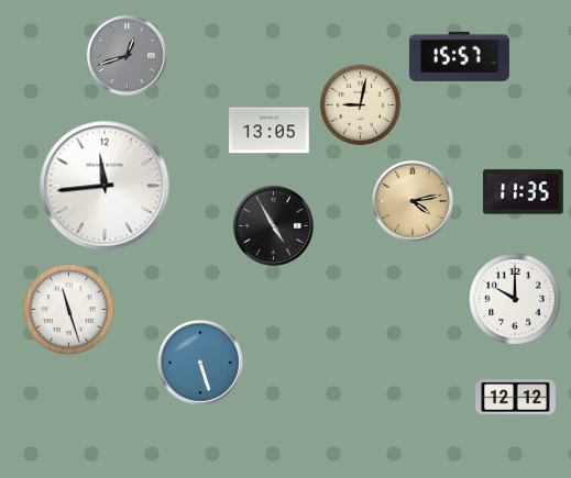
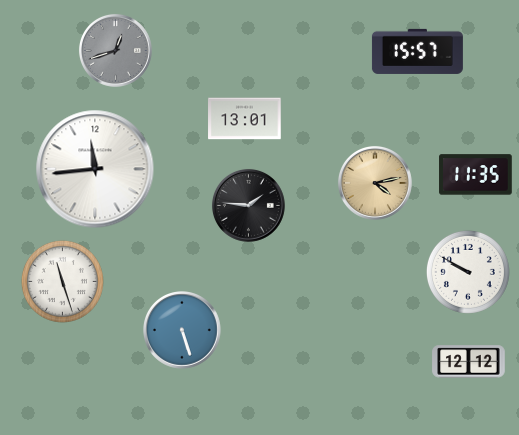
clock at (361, 105): 9:02 -> none
clock at (270, 131): 13:05 -> 13:01
clock at (273, 225): 4:55 -> 1:46
clock at (515, 299): 10:00 -> 9:50
